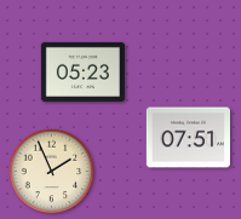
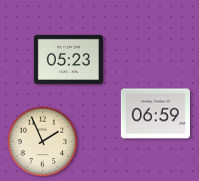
clock at (188, 138): 07:51 -> 06:59
